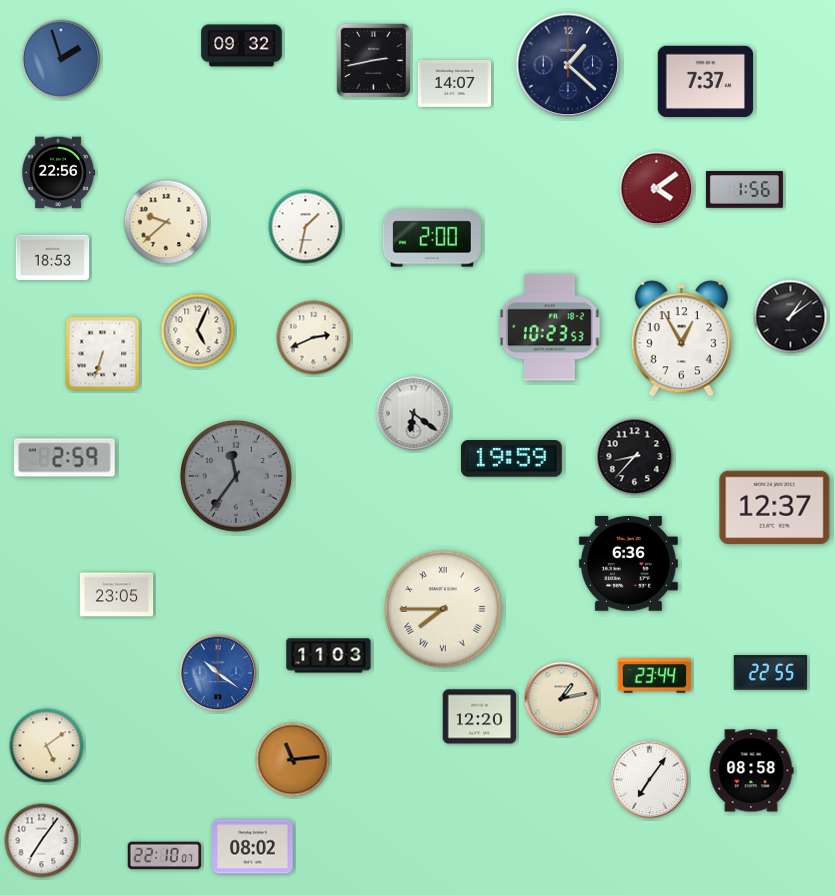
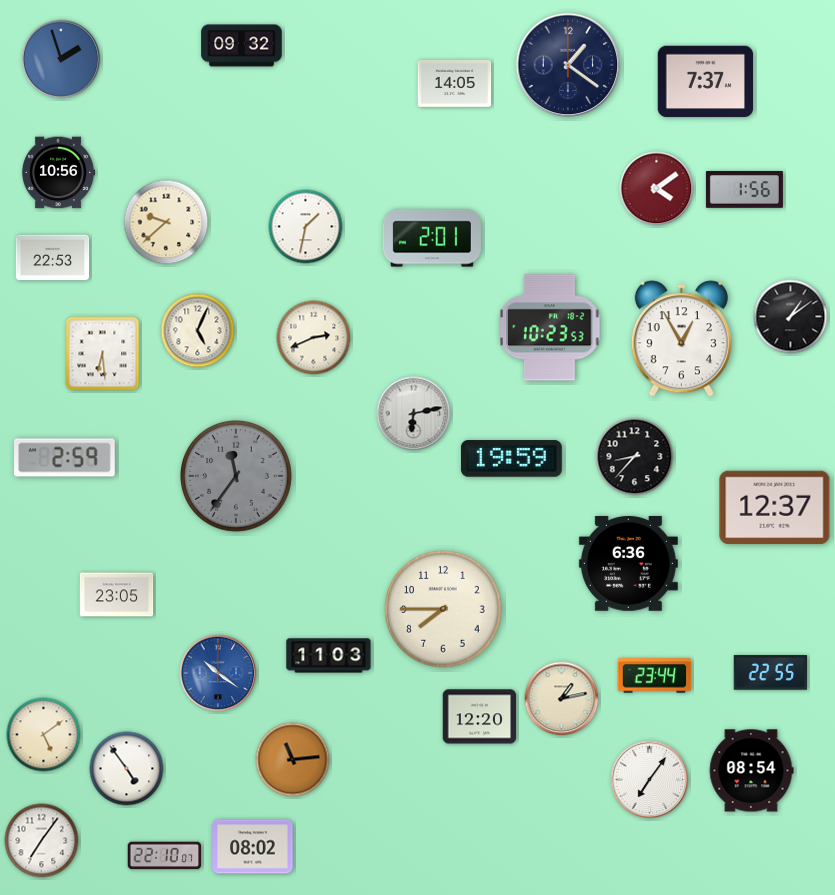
clock at (374, 61): 2:43 -> none
clock at (568, 65): 1:22 -> 1:21
clock at (455, 83): 14:07 -> 14:05
clock at (58, 173): 22:56 -> 10:56
clock at (432, 238): 2:00 -> 2:01
clock at (53, 258): 18:53 -> 22:53
clock at (103, 354): 6:33 -> 6:29
clock at (414, 414): 6:21 -> 6:13
clock at (443, 609) numerals: Roman -> Arabic
clock at (47, 746) position: (47, 746) -> (44, 735)
clock at (127, 769): none -> 4:54
clock at (751, 771): 08:58 -> 08:54
